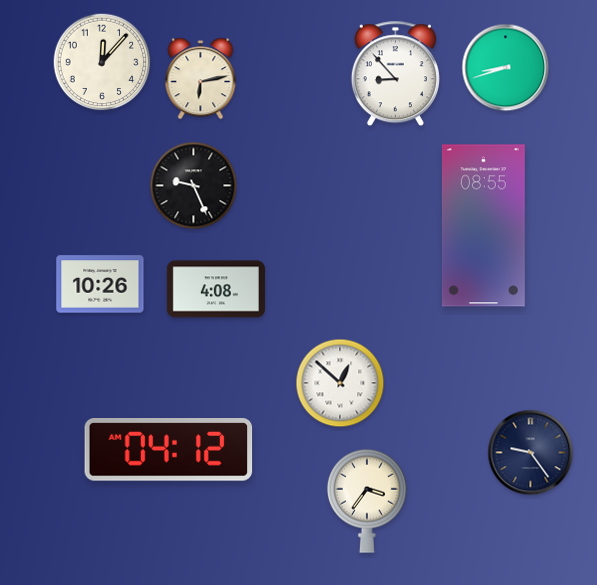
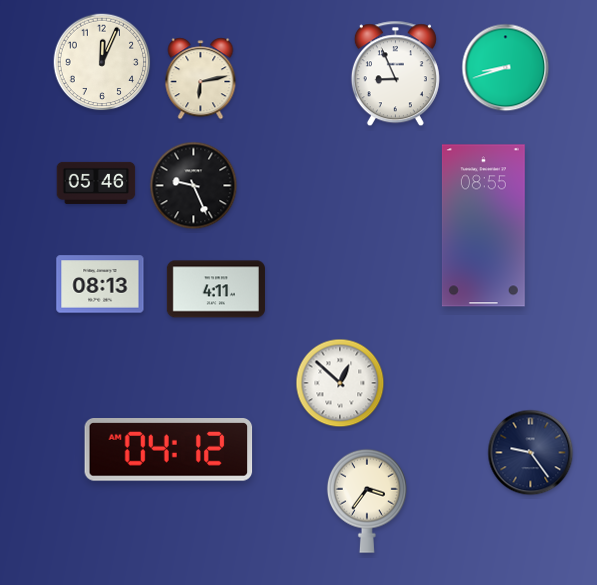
clock at (102, 62): 12:07 -> 12:04
clock at (395, 74): 8:53 -> 8:56
clock at (96, 183): none -> 05:46
clock at (100, 284): 10:26 -> 08:13
clock at (216, 289): 4:08 -> 4:11
